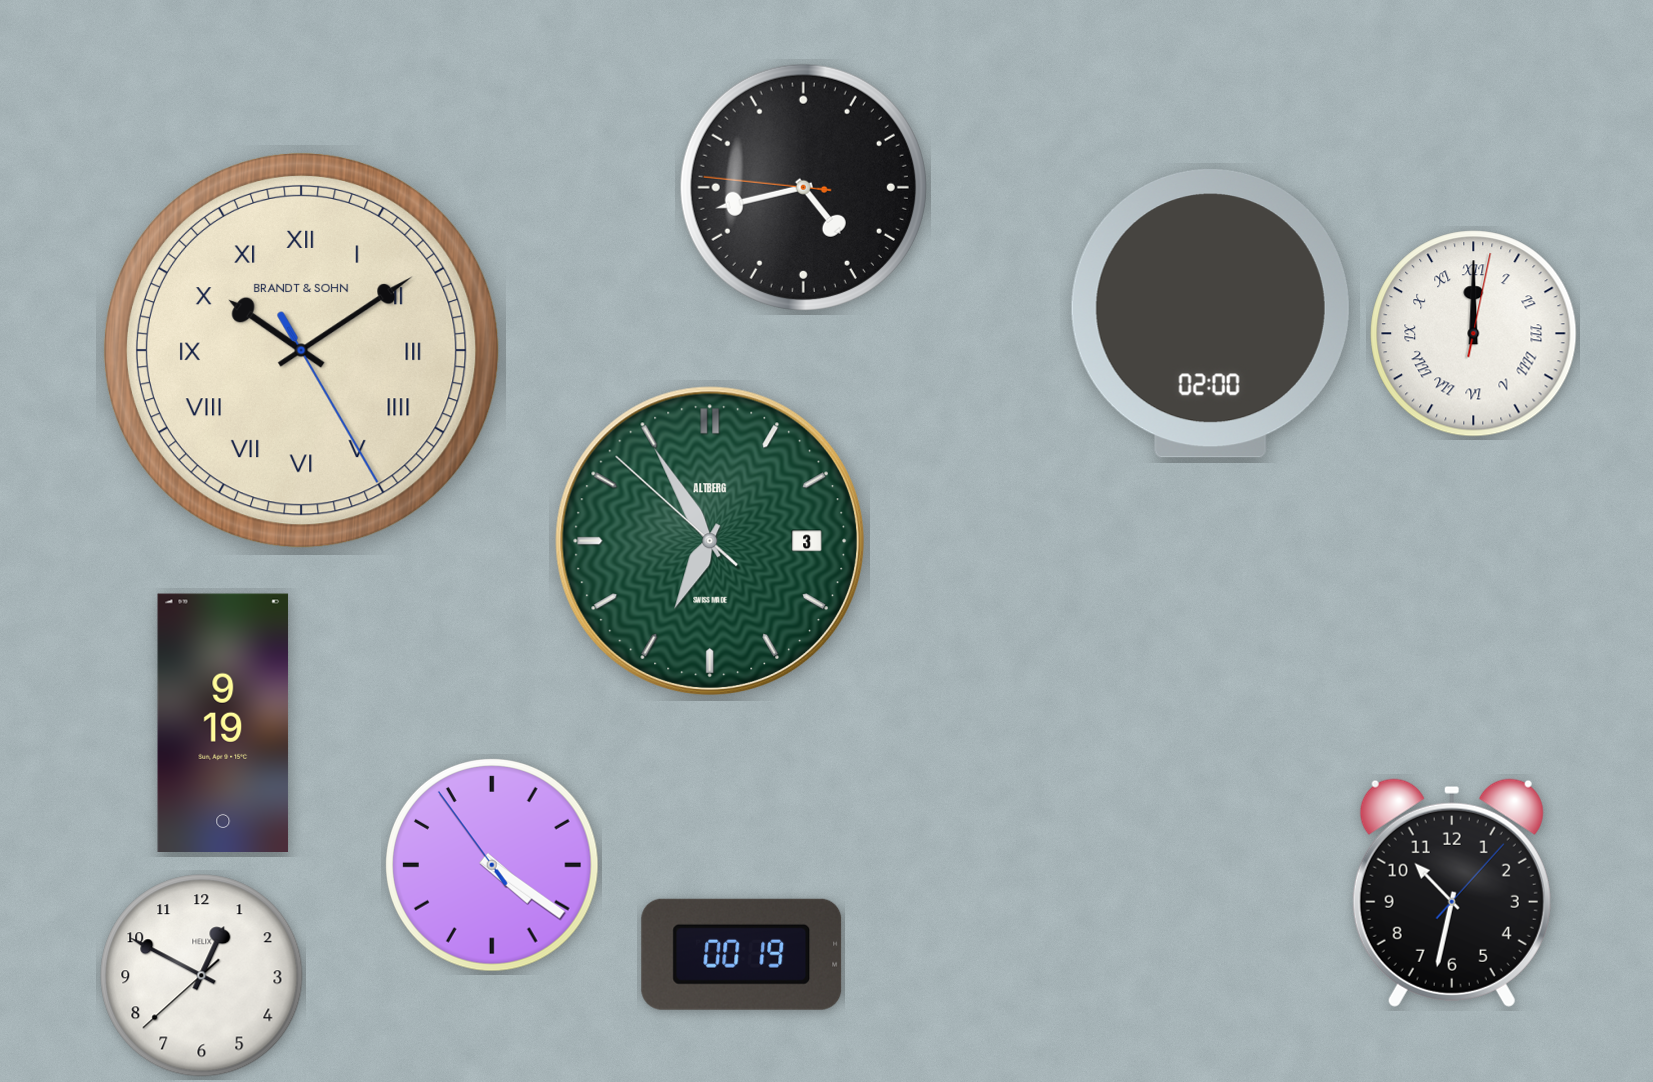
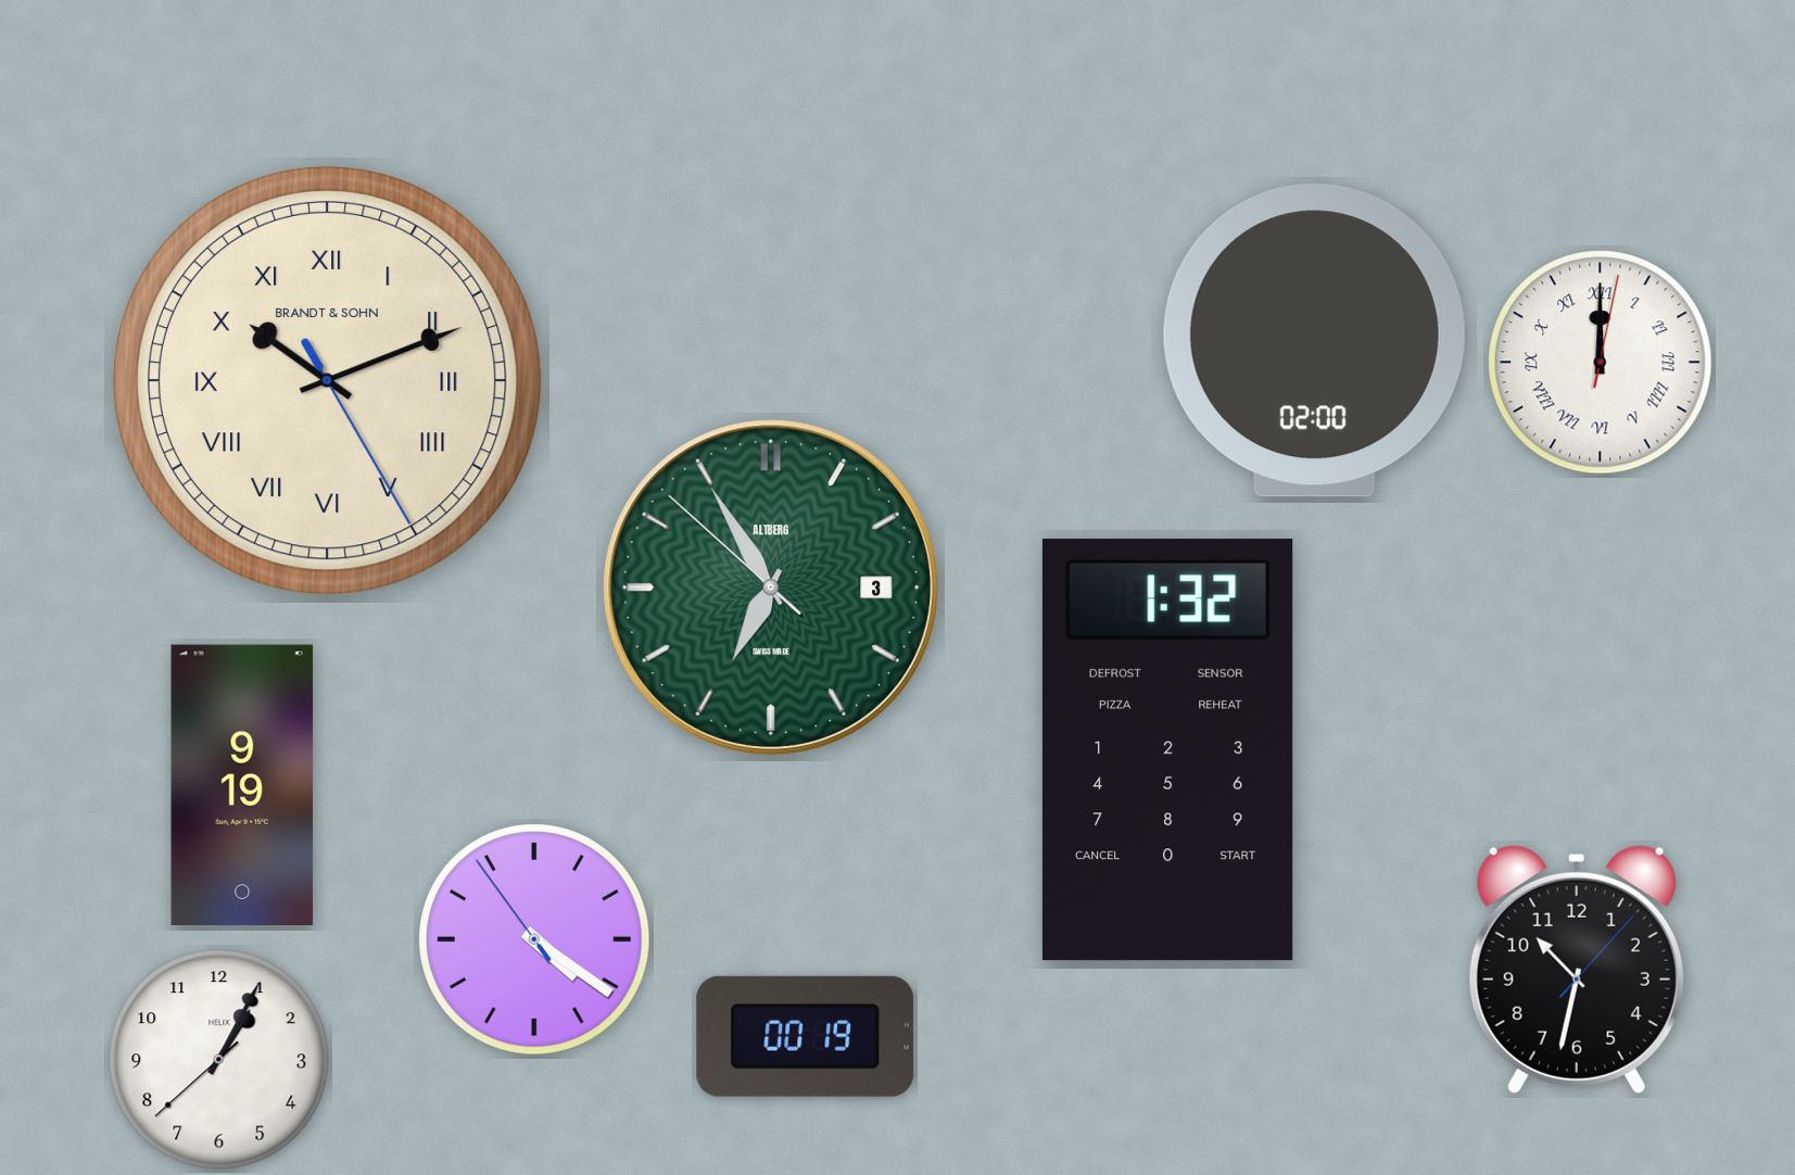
clock at (803, 187): 4:42 -> none
clock at (301, 350): 10:09 -> 10:11
clock at (1167, 750): none -> 1:32
clock at (202, 976): 12:49 -> 1:04
